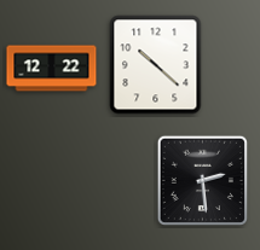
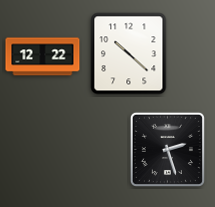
clock at (202, 180): 2:29 -> 2:27
